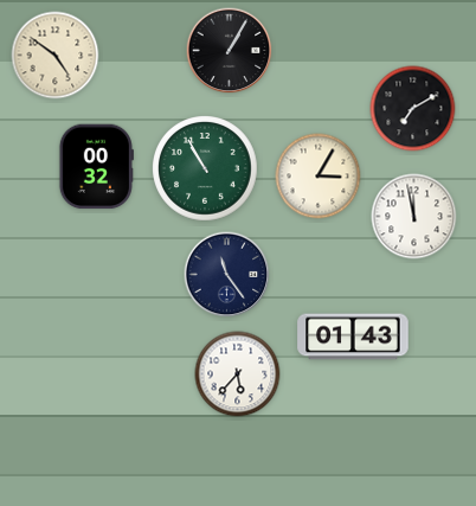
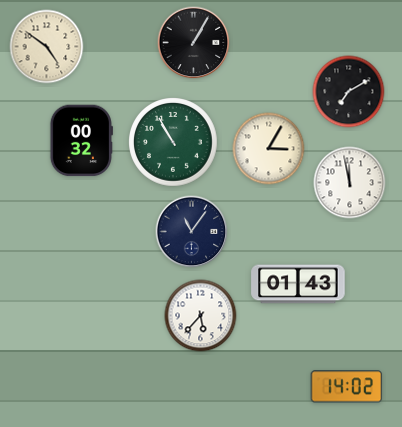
clock at (227, 275): 11:24 -> 11:06
clock at (347, 387): none -> 14:02
